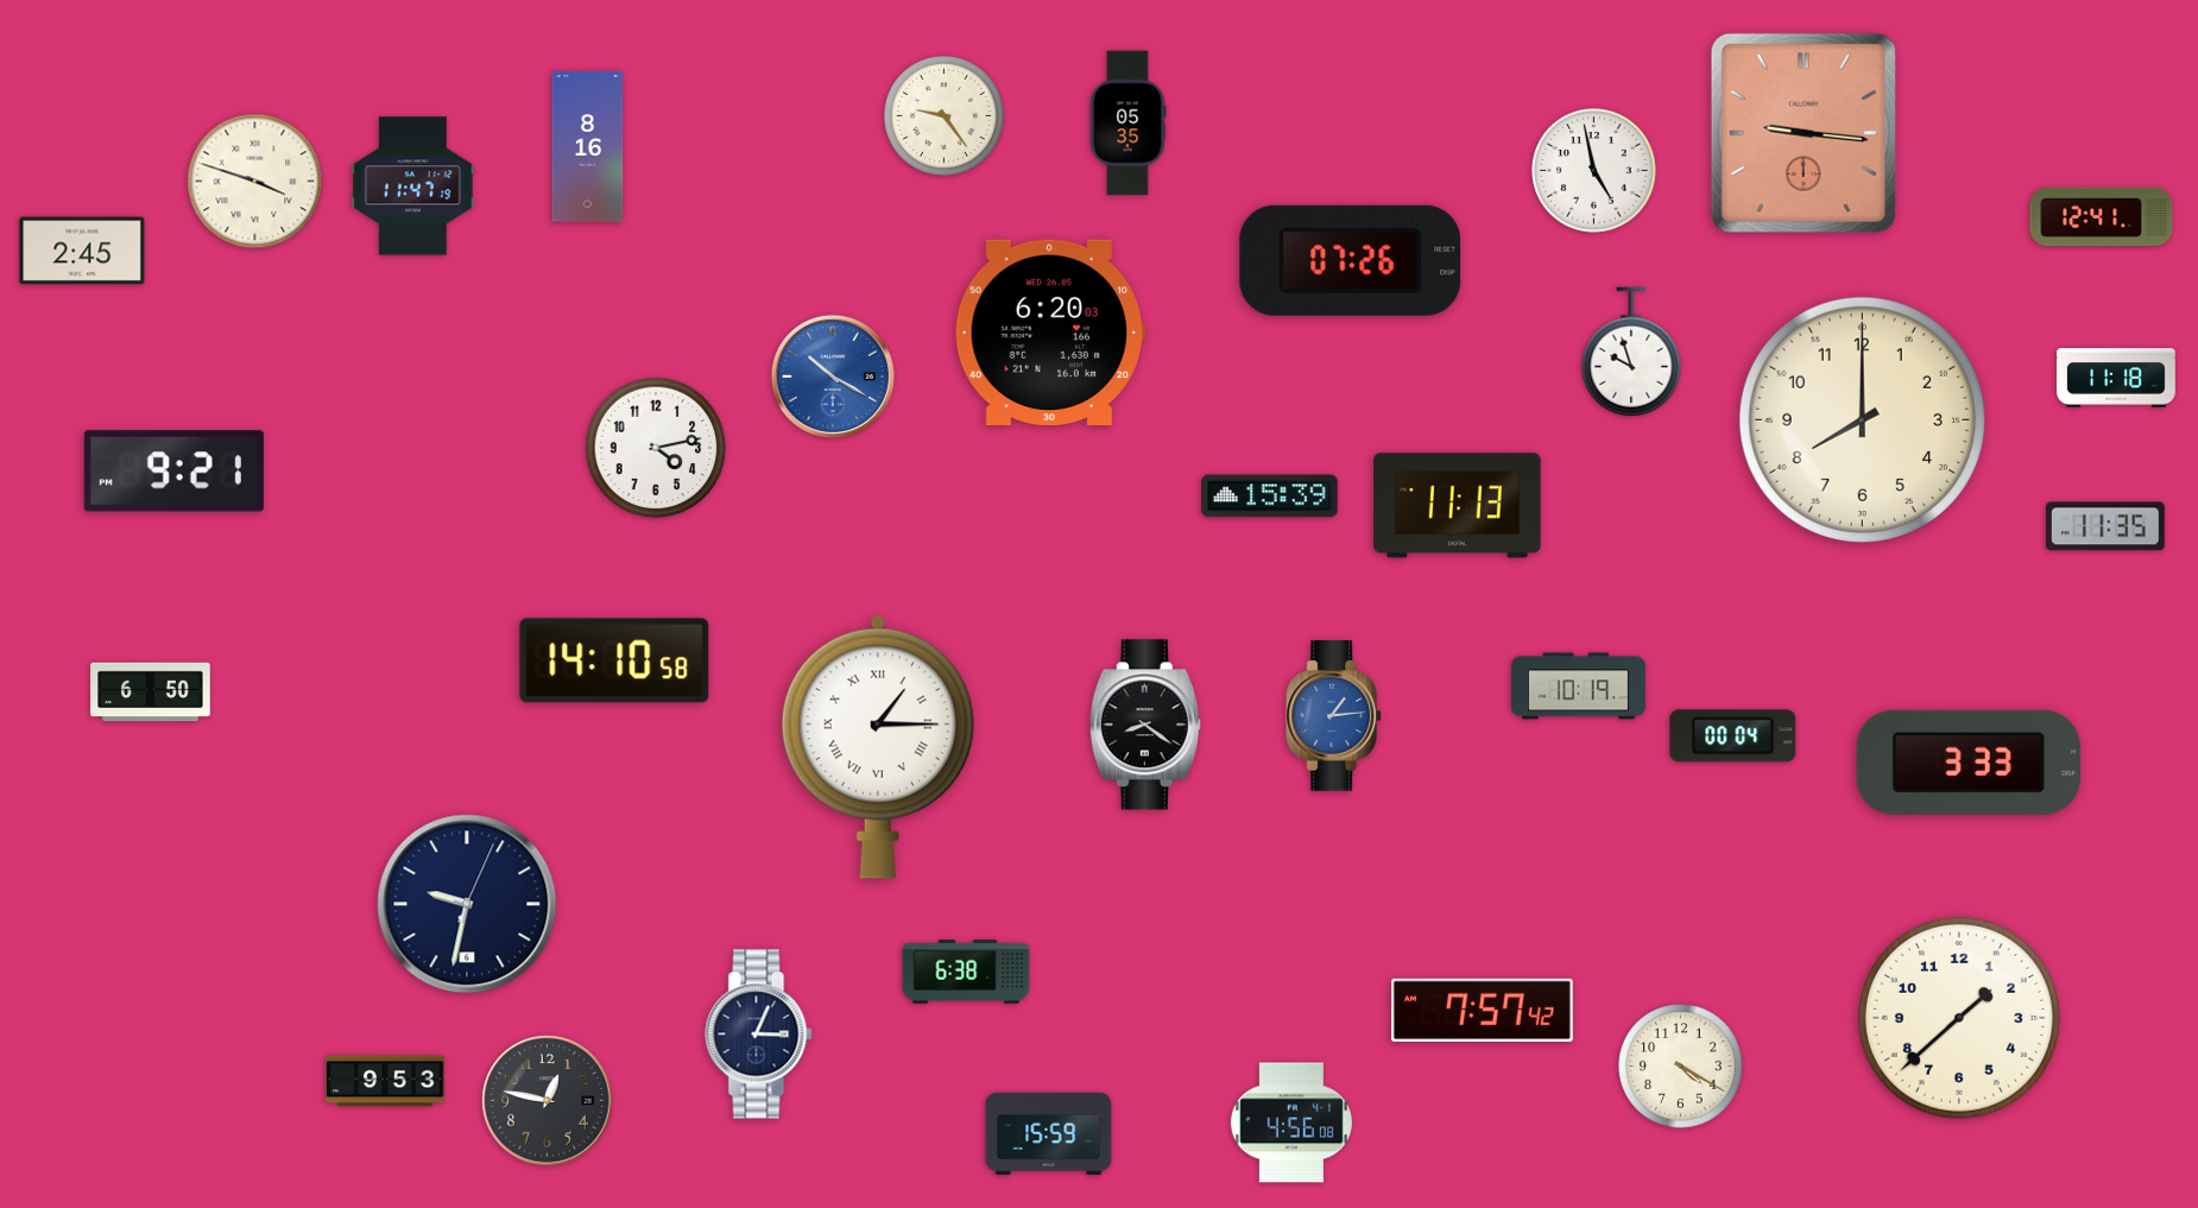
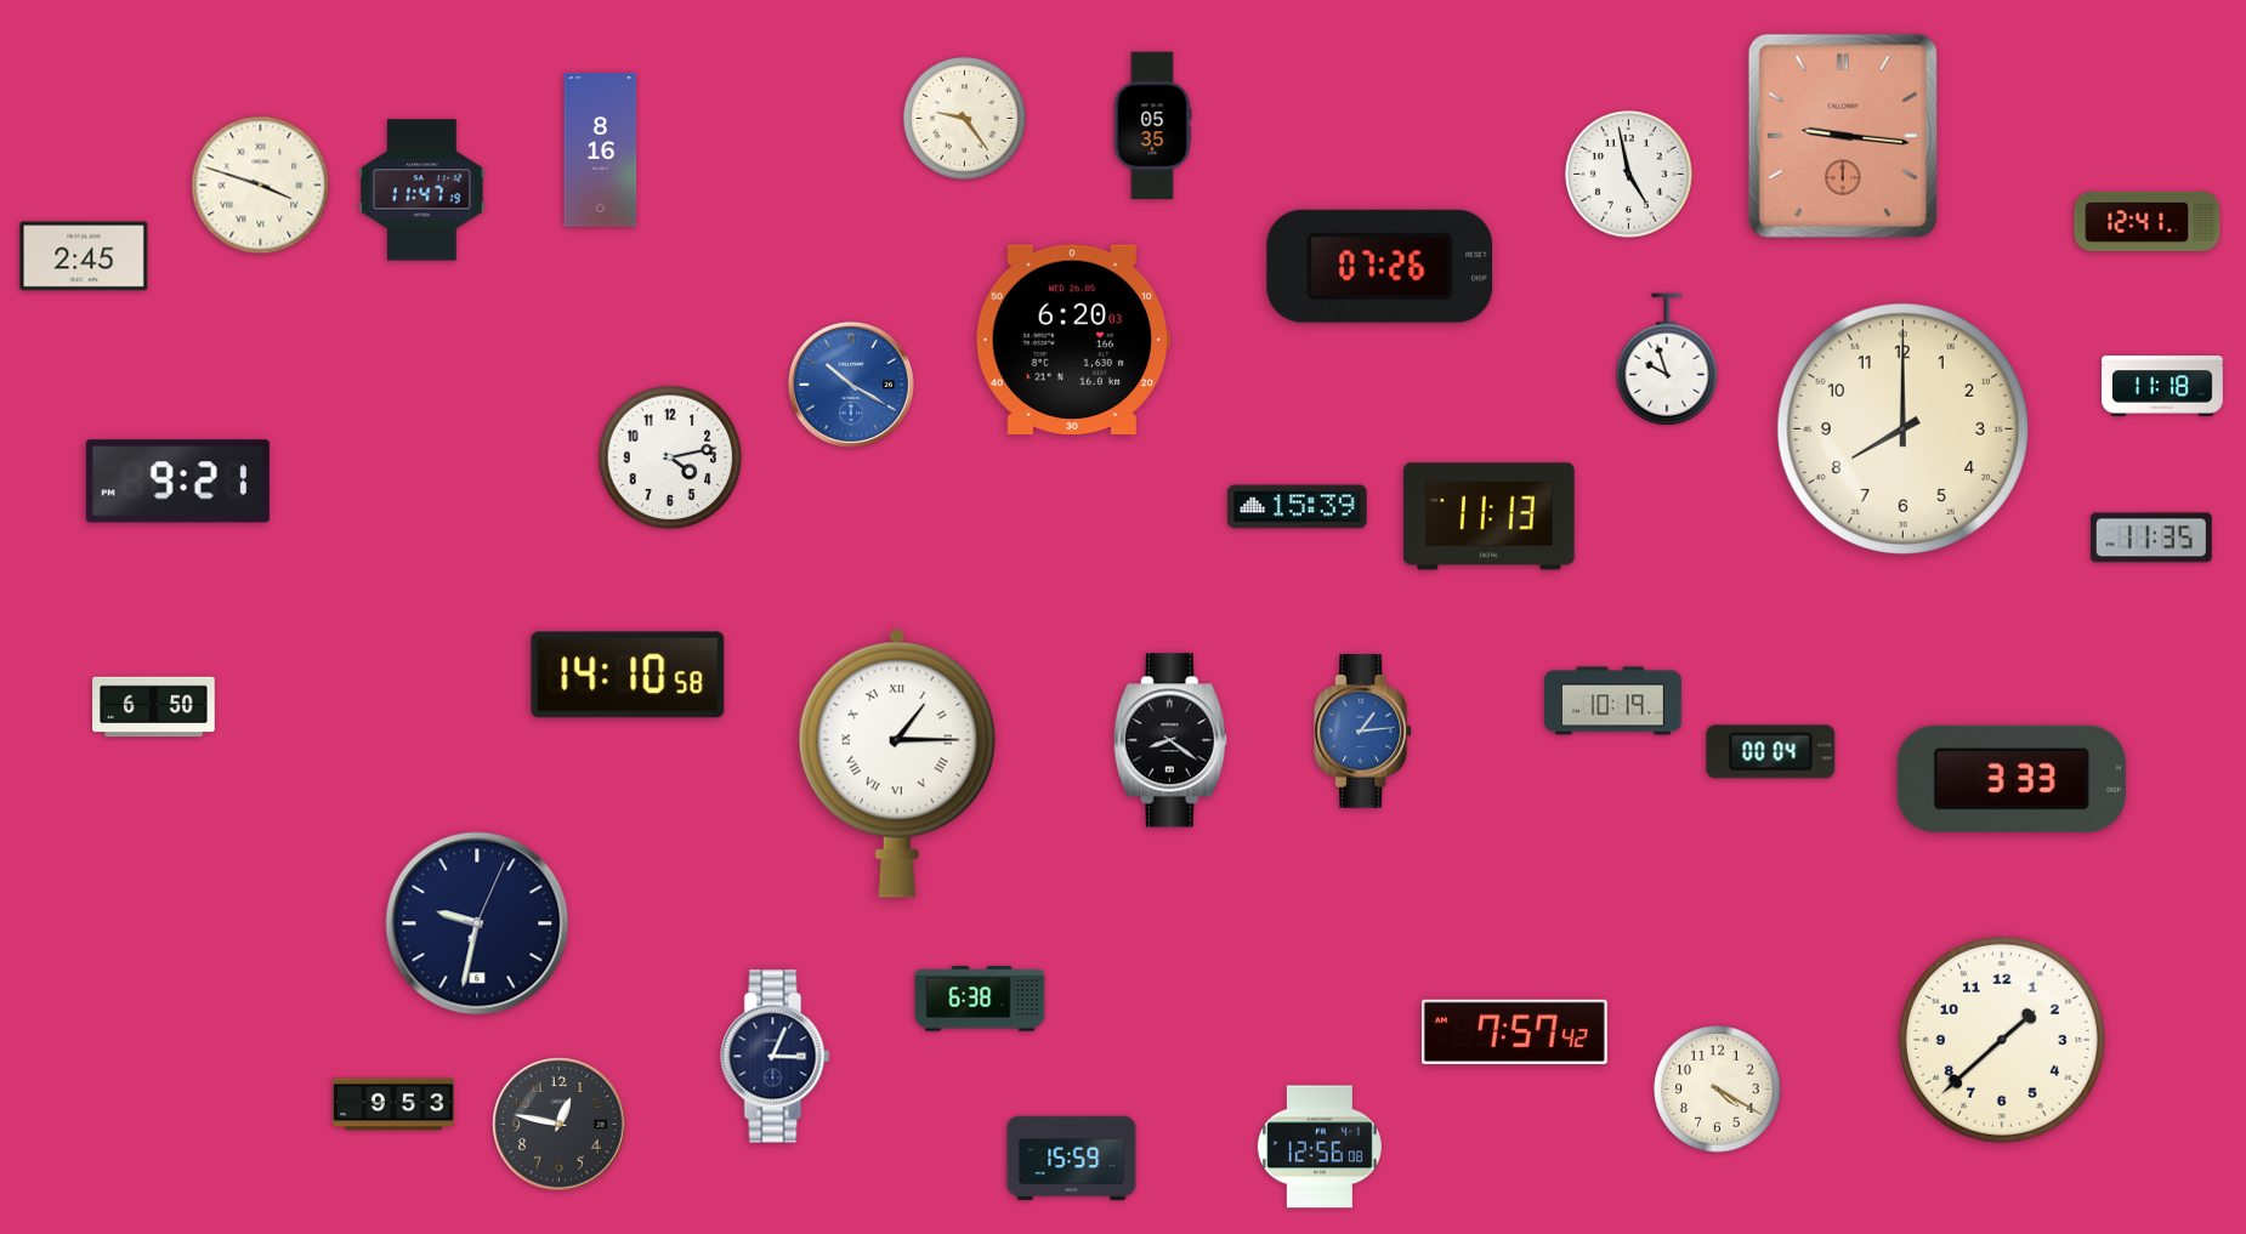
clock at (966, 972) position: (966, 972) -> (980, 999)
clock at (1291, 1122): 4:56 -> 12:56
